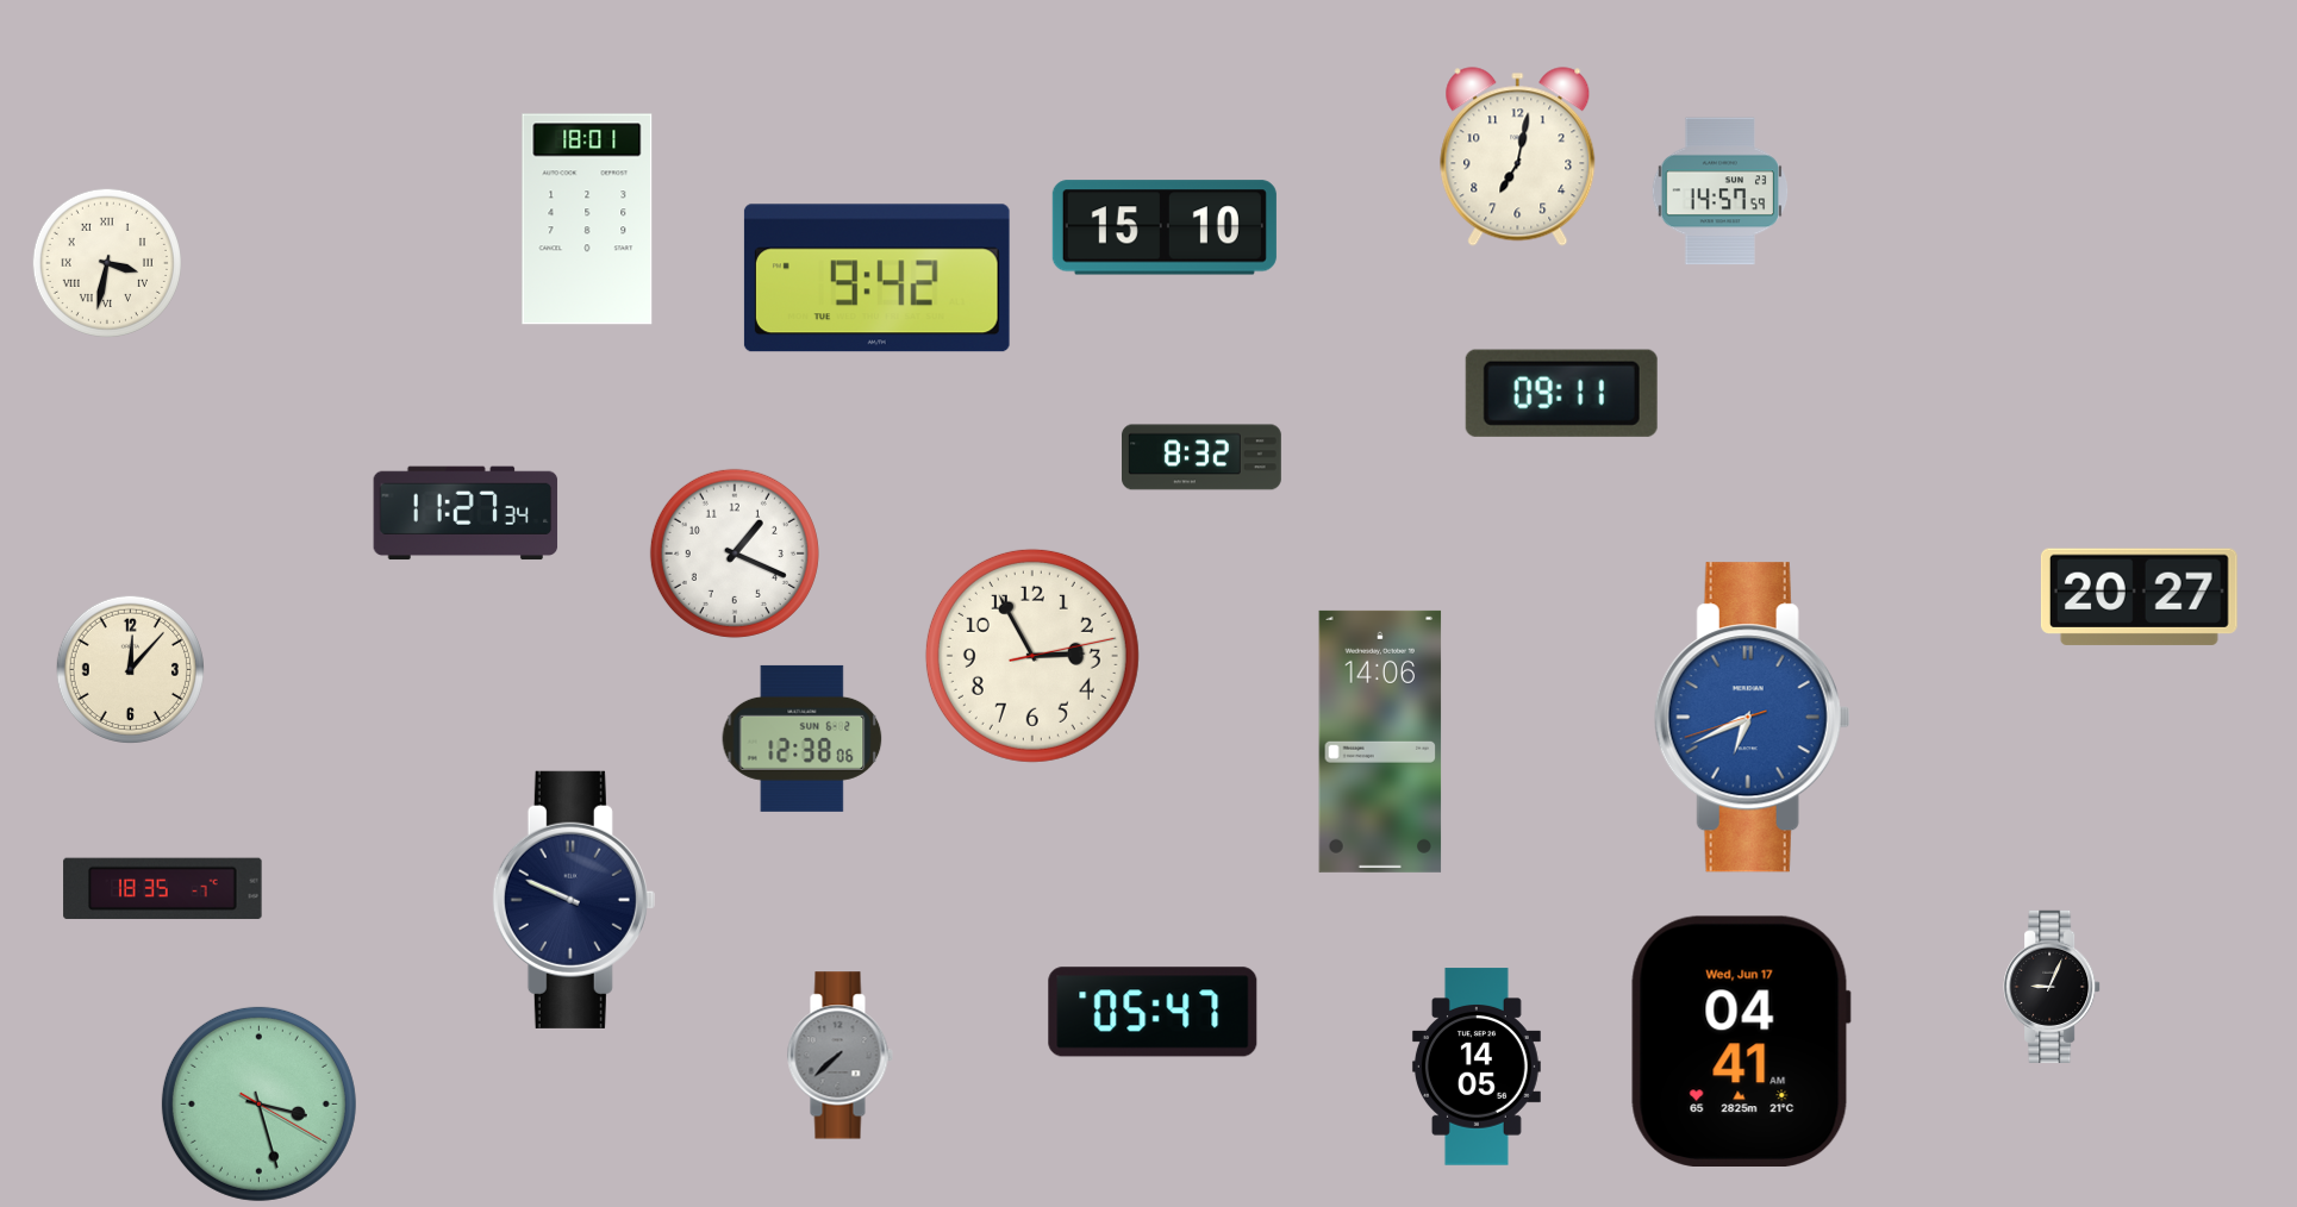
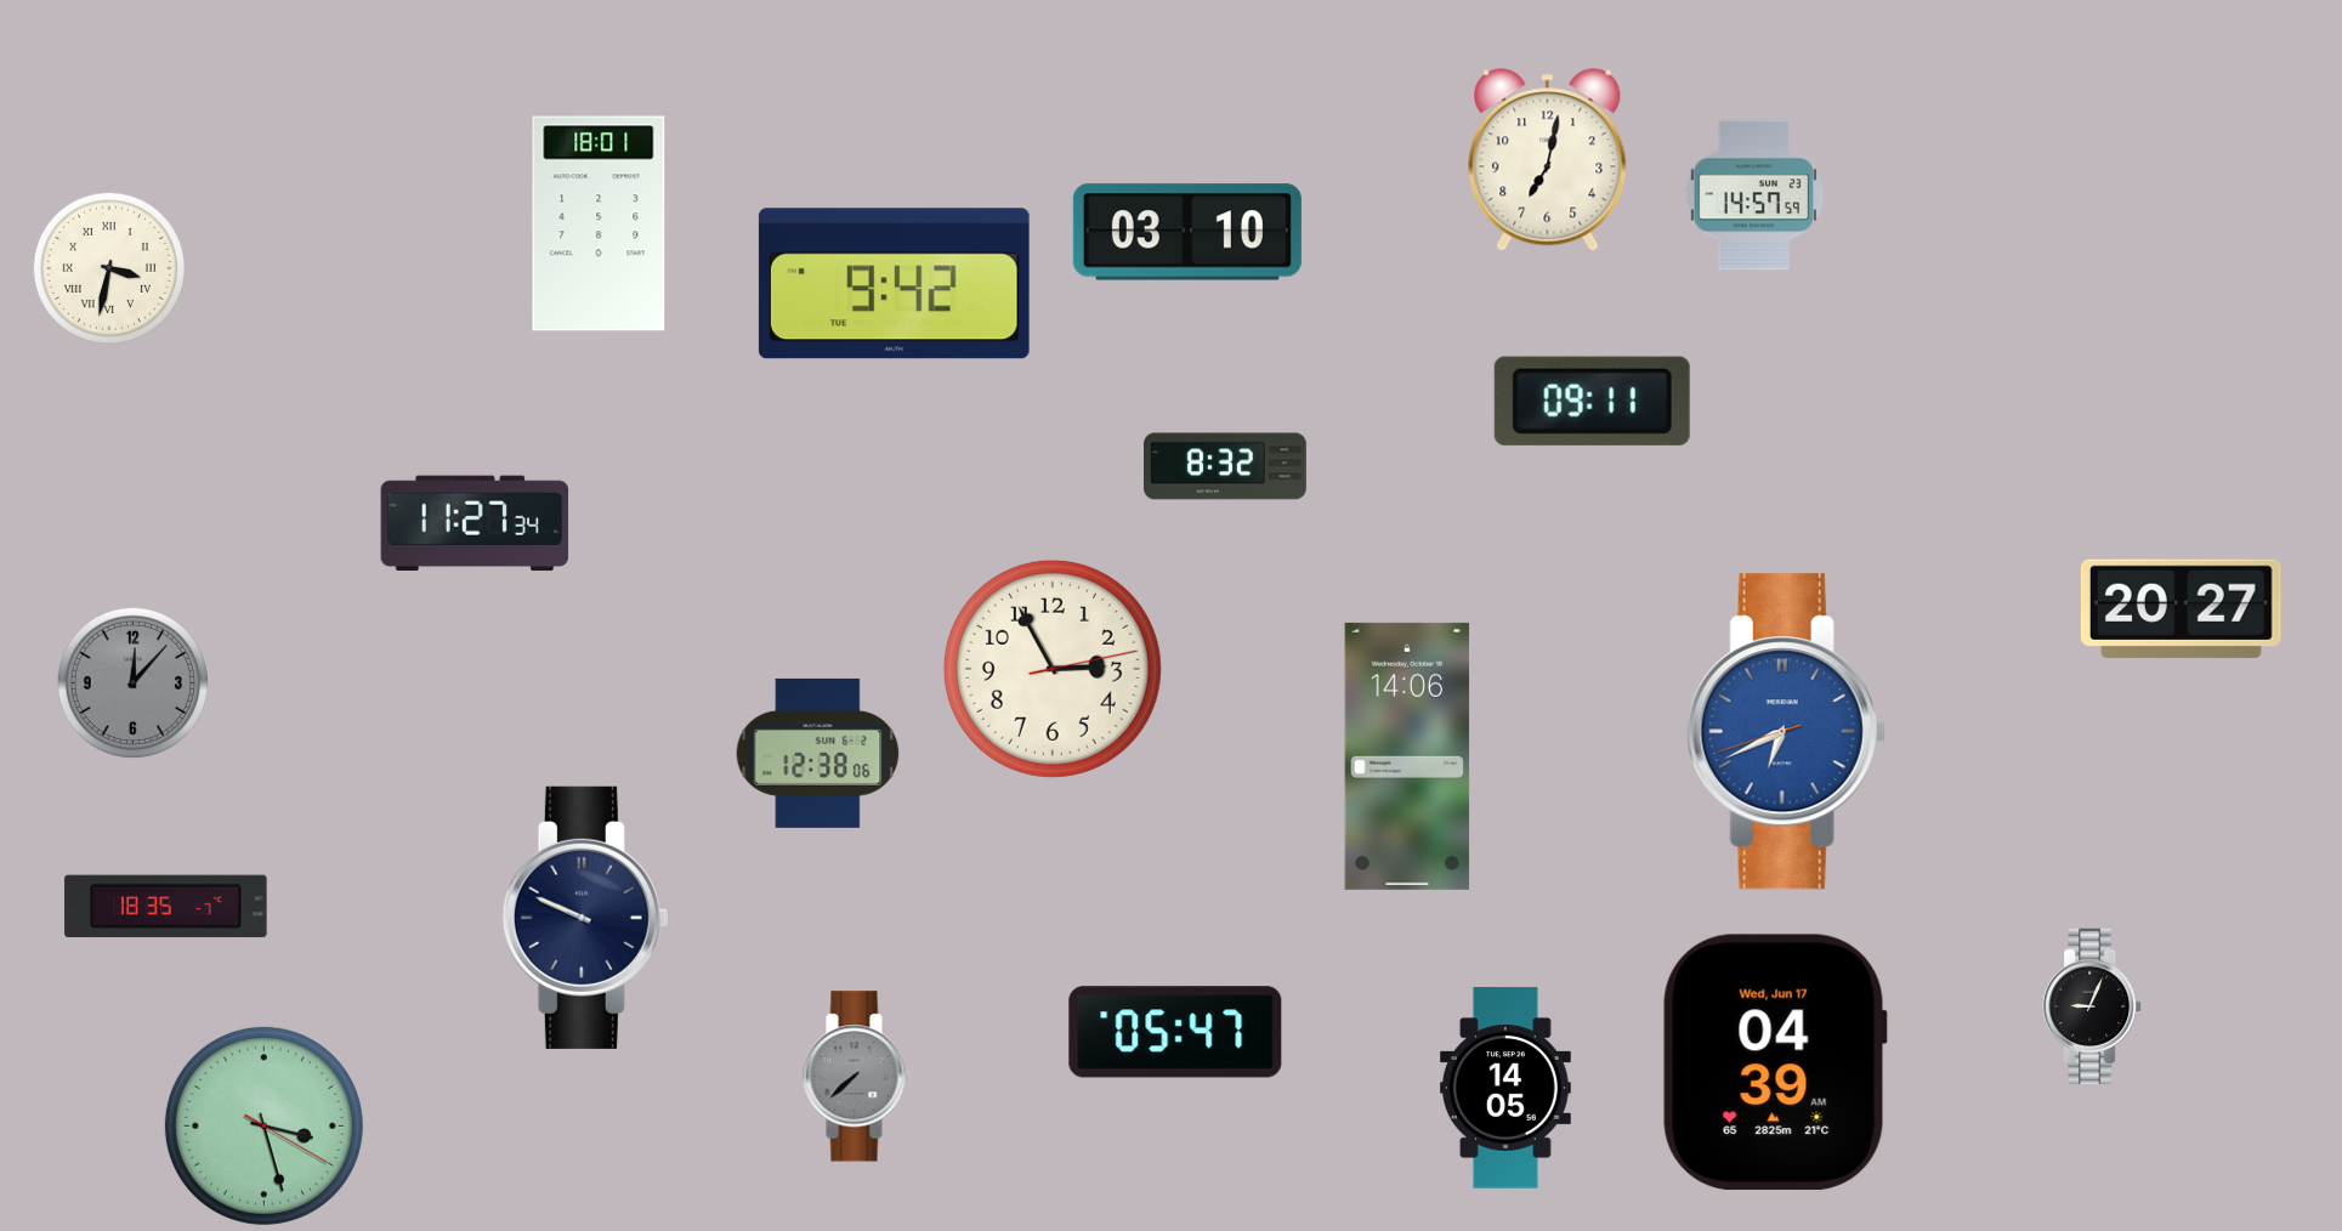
clock at (1165, 227): 15:10 -> 03:10
clock at (735, 554): 1:19 -> none
clock at (130, 669) dial: cream -> grey
clock at (1741, 1040): 04:41 -> 04:39
